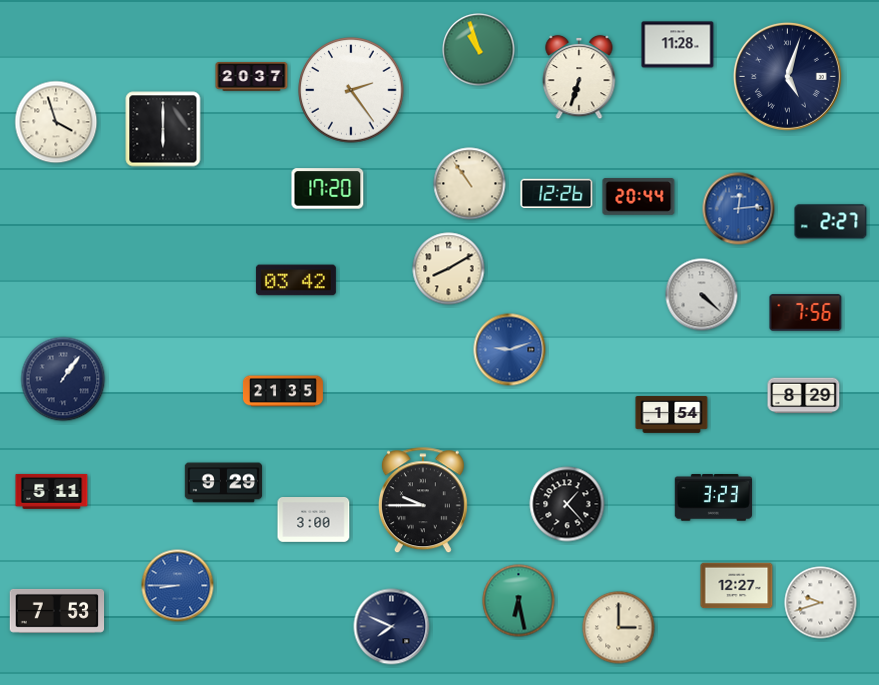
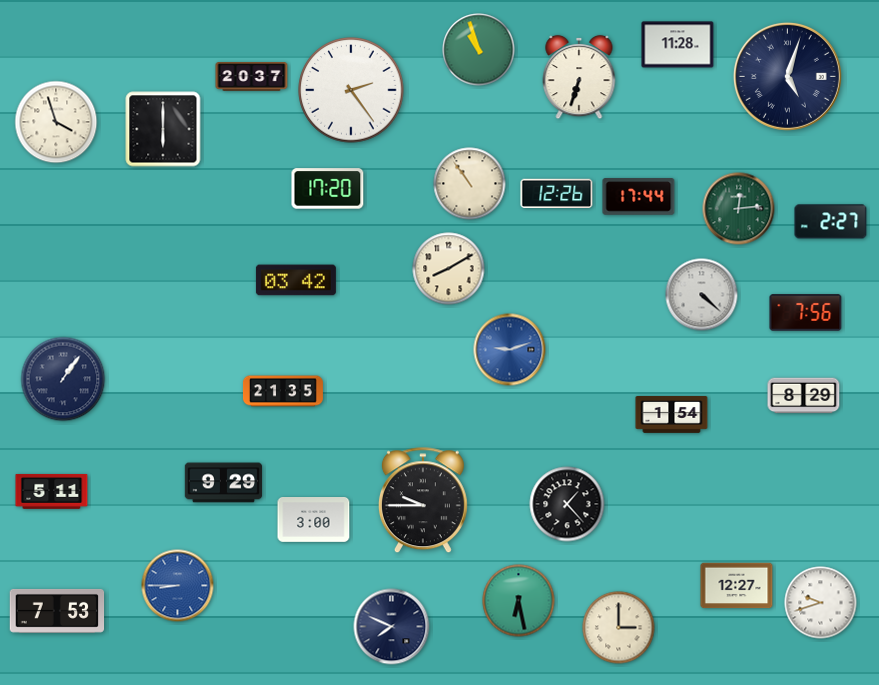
clock at (639, 197): 20:44 -> 17:44
clock at (739, 209) dial: blue -> green
clock at (713, 498): 3:23 -> none
